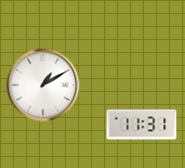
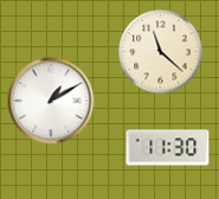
clock at (161, 52): none -> 11:22
clock at (142, 125): 11:31 -> 11:30
